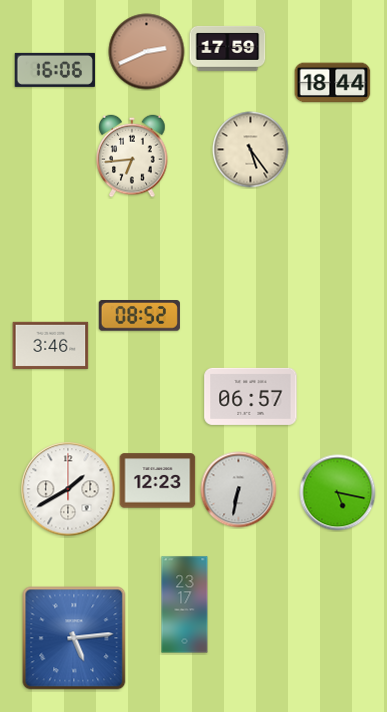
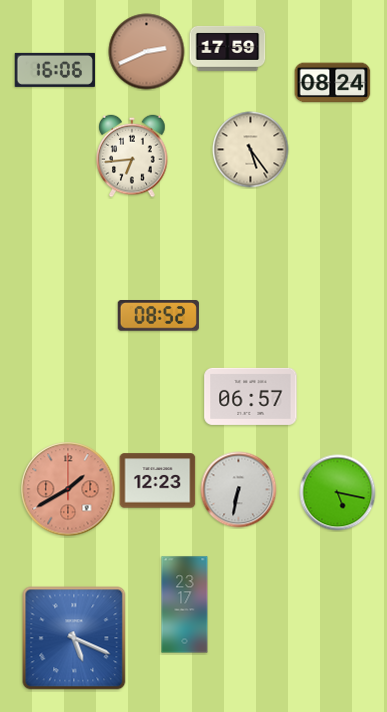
clock at (333, 83): 18:44 -> 08:24
clock at (139, 316) position: (139, 316) -> (158, 316)
clock at (51, 345): 3:46 -> none
clock at (68, 489) dial: white -> salmon
clock at (74, 638): 5:14 -> 5:19
